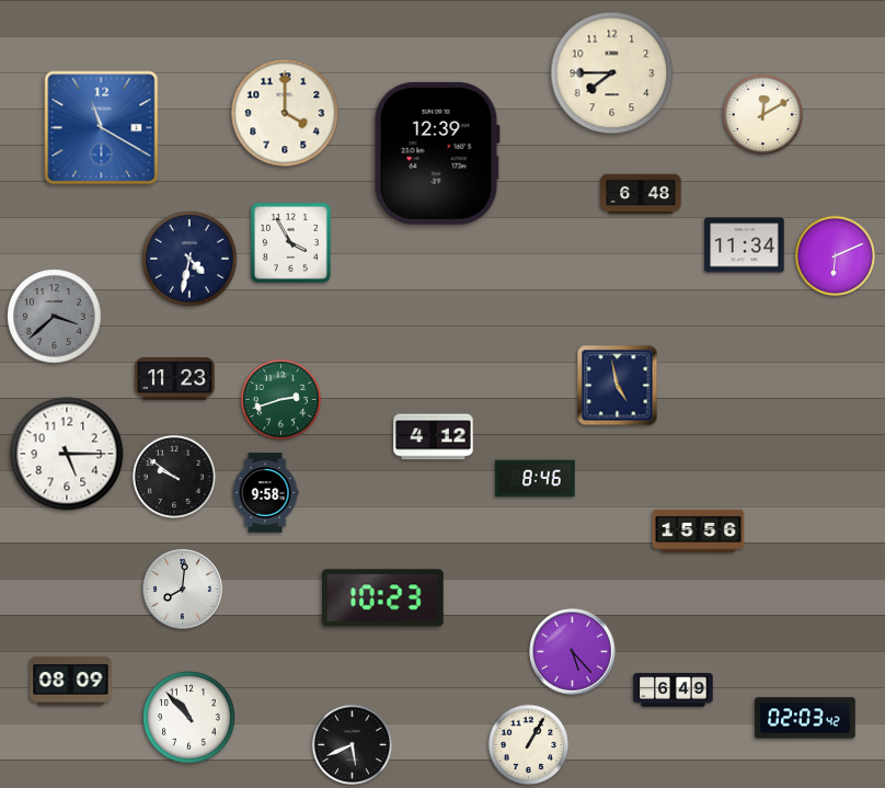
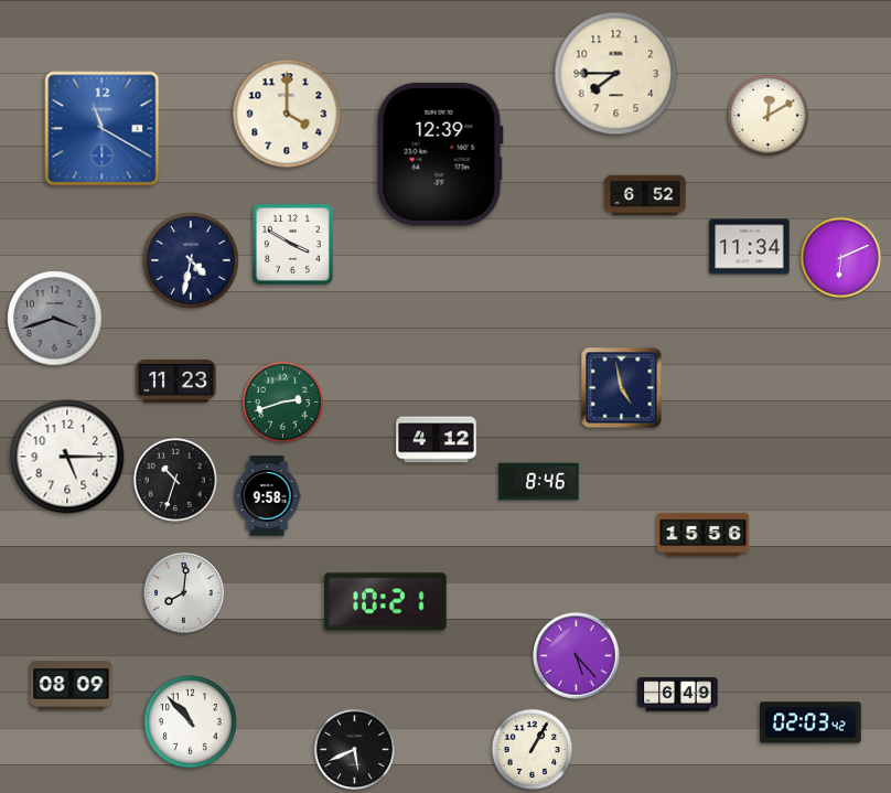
clock at (641, 194): 6:48 -> 6:52
clock at (290, 242): 3:55 -> 3:50
clock at (55, 317): 3:38 -> 3:42
clock at (174, 477): 9:51 -> 10:33
clock at (382, 598): 10:23 -> 10:21
